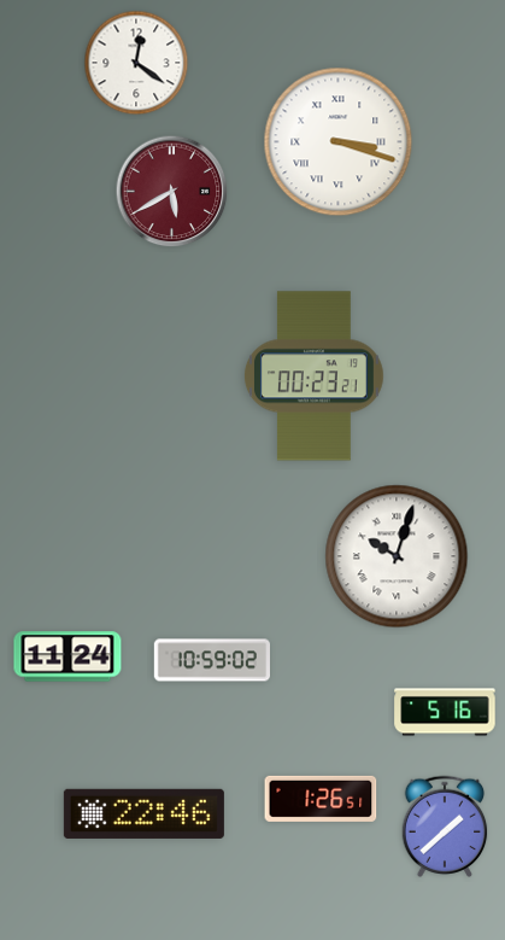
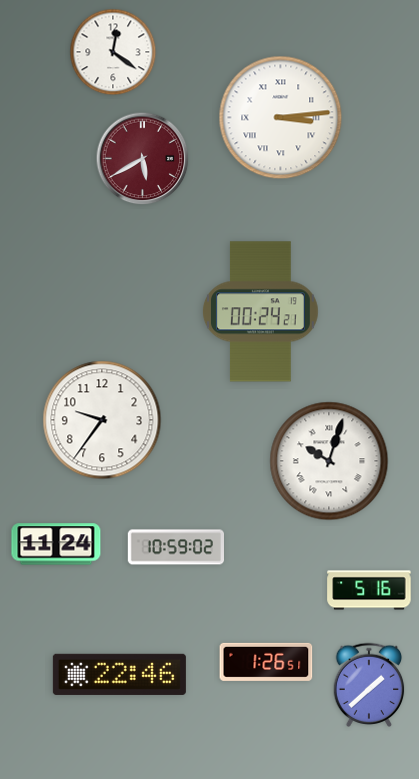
clock at (339, 142): 3:18 -> 3:14
clock at (315, 376): 00:23 -> 00:24
clock at (102, 420): none -> 9:36
